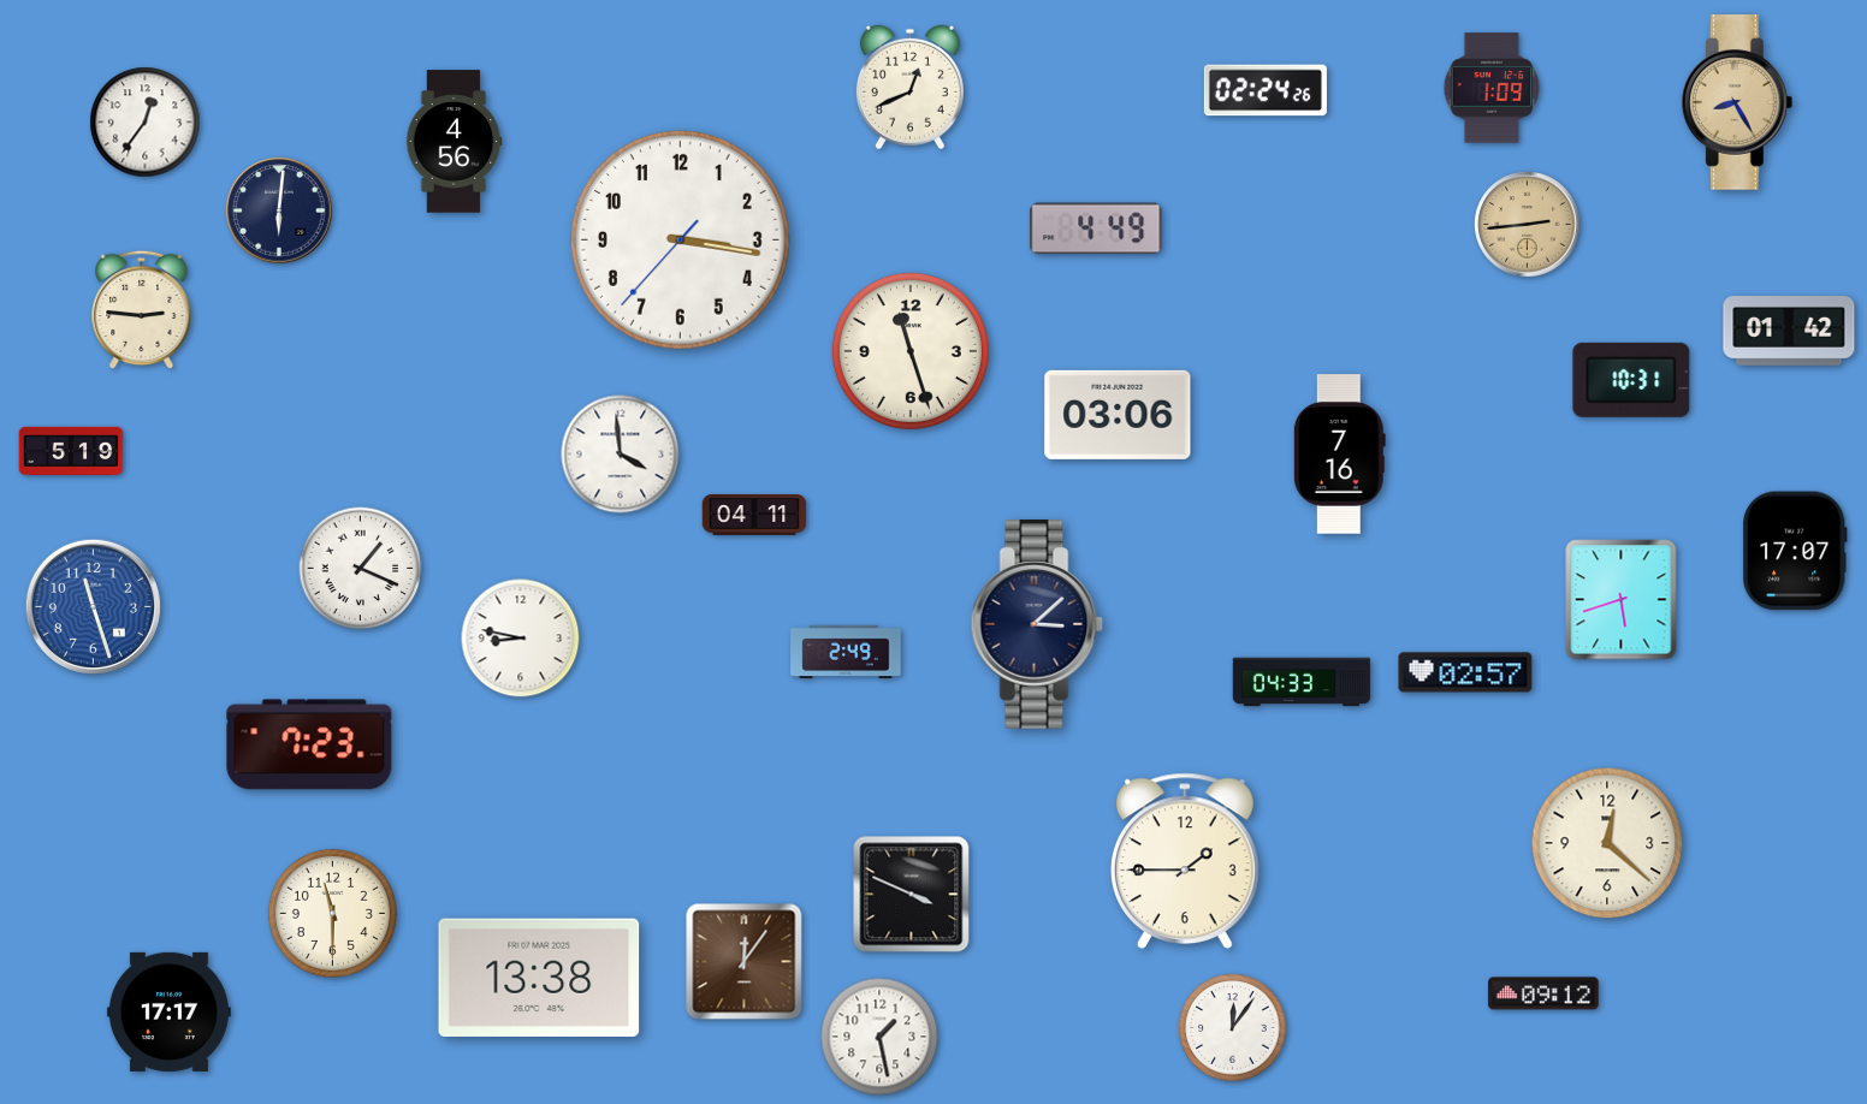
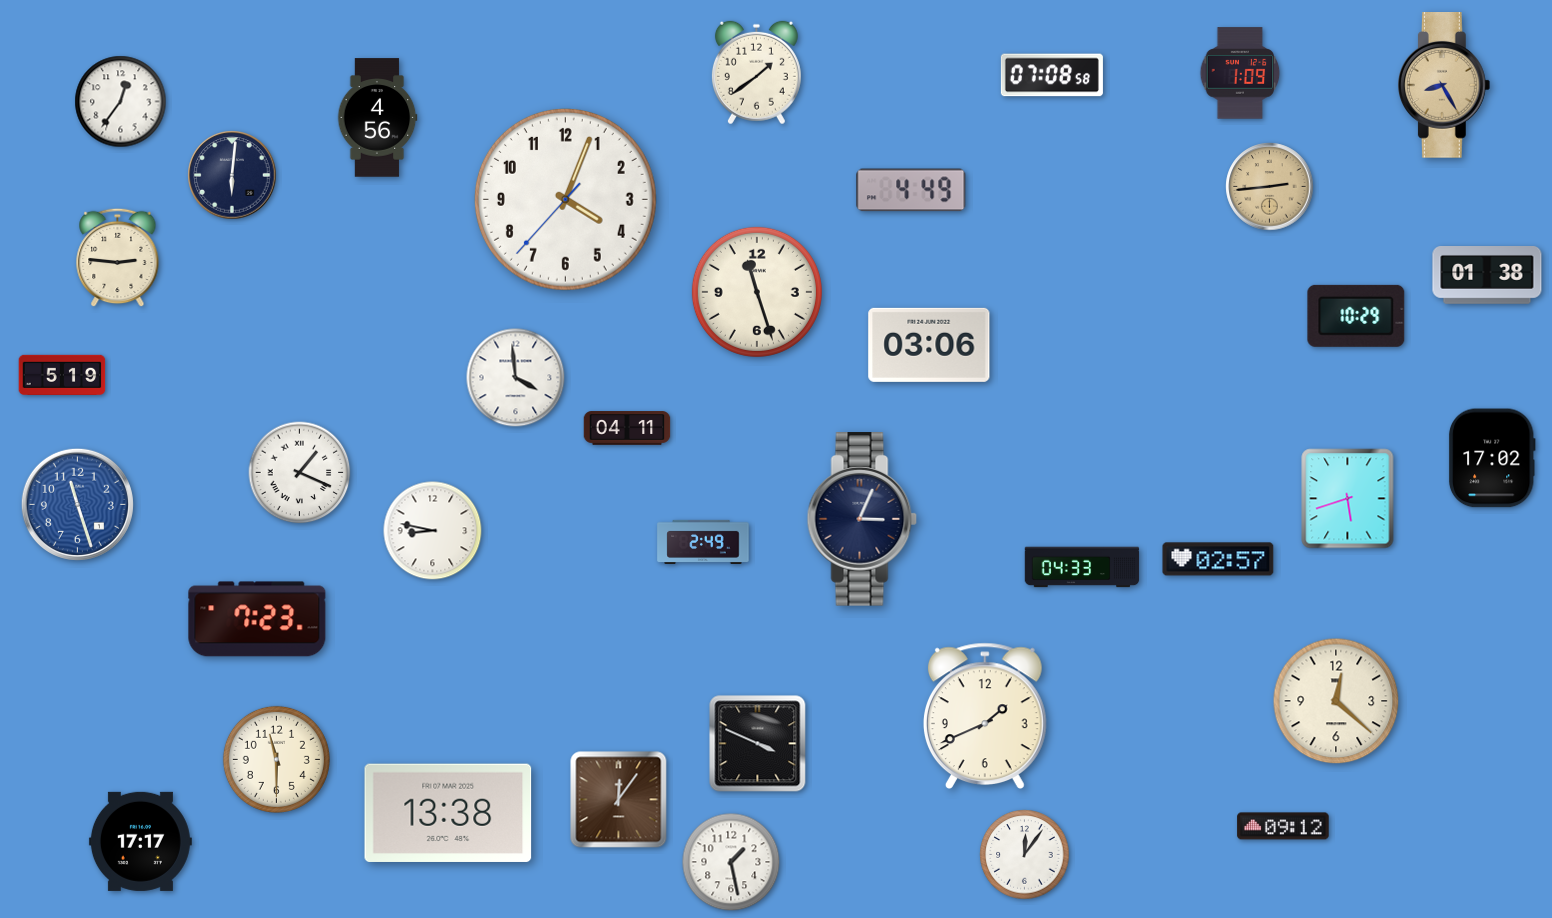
clock at (909, 88): 12:41 -> 1:39
clock at (1266, 90): 02:24 -> 07:08
clock at (680, 239): 3:16 -> 4:03
clock at (1789, 331): 01:42 -> 01:38
clock at (1631, 380): 10:31 -> 10:29
clock at (71, 451) position: (71, 451) -> (62, 375)
clock at (1339, 455): 7:16 -> none
clock at (1795, 551): 17:07 -> 17:02
clock at (1037, 624): 3:08 -> 3:04
clock at (1185, 860): 1:45 -> 1:41
